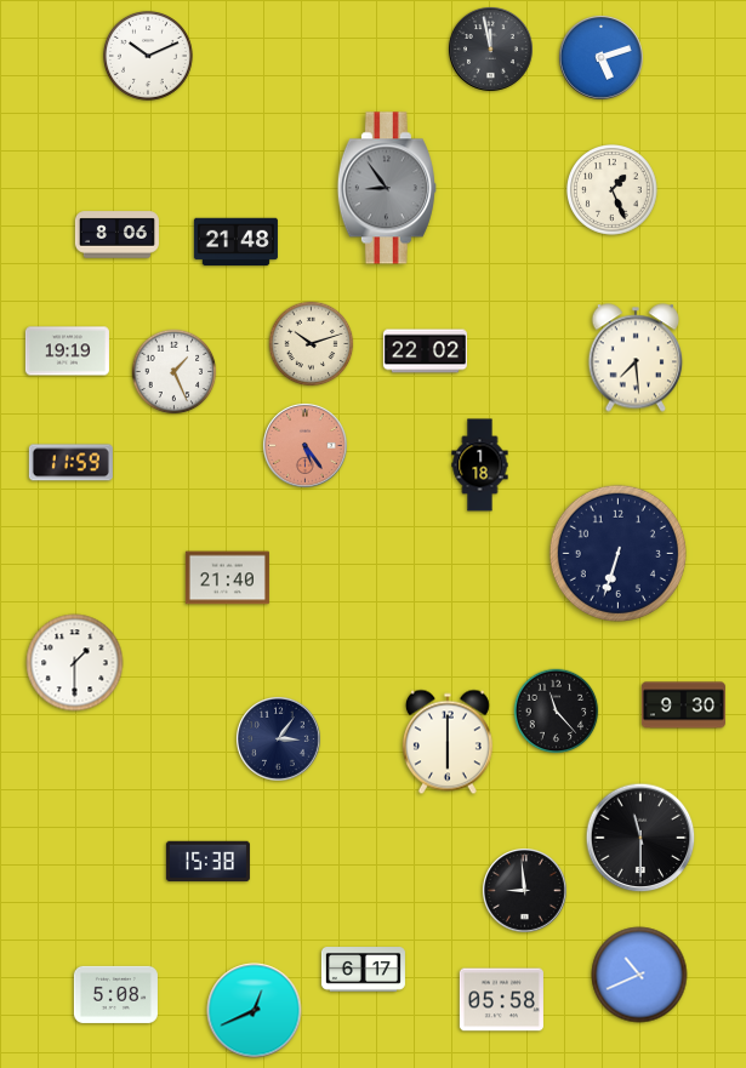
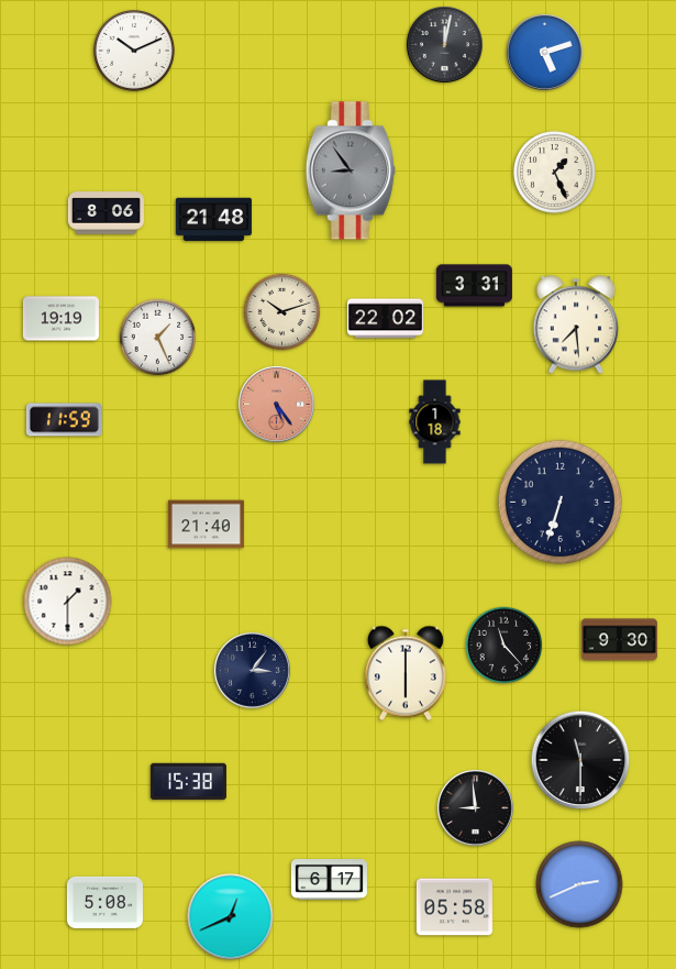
clock at (490, 48): 11:58 -> 12:02
clock at (474, 286): none -> 3:31
clock at (639, 975): 10:41 -> 2:41
